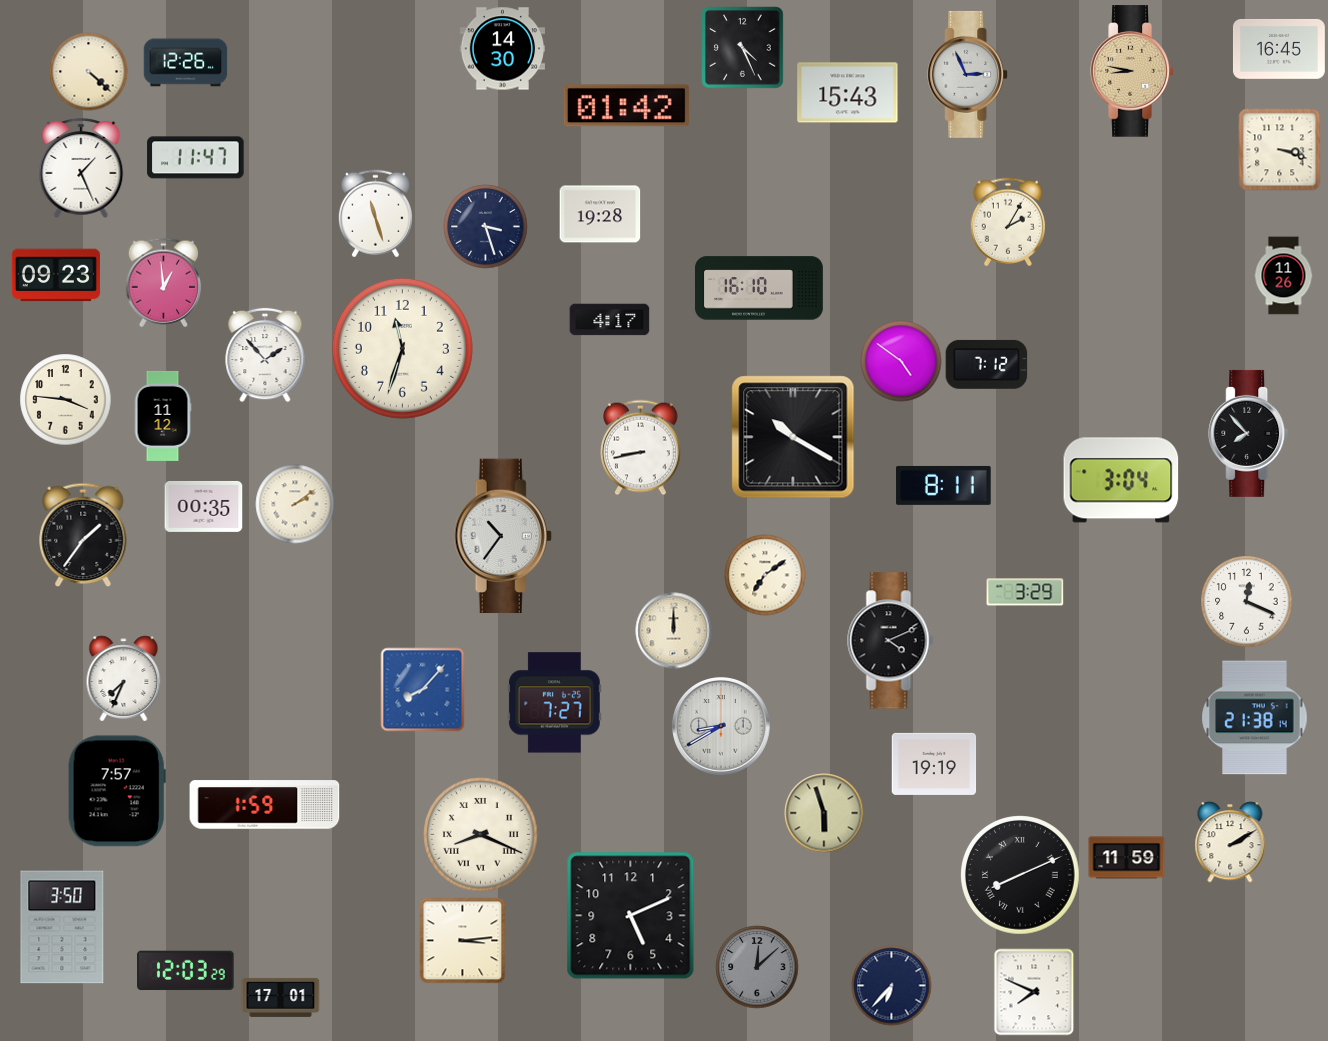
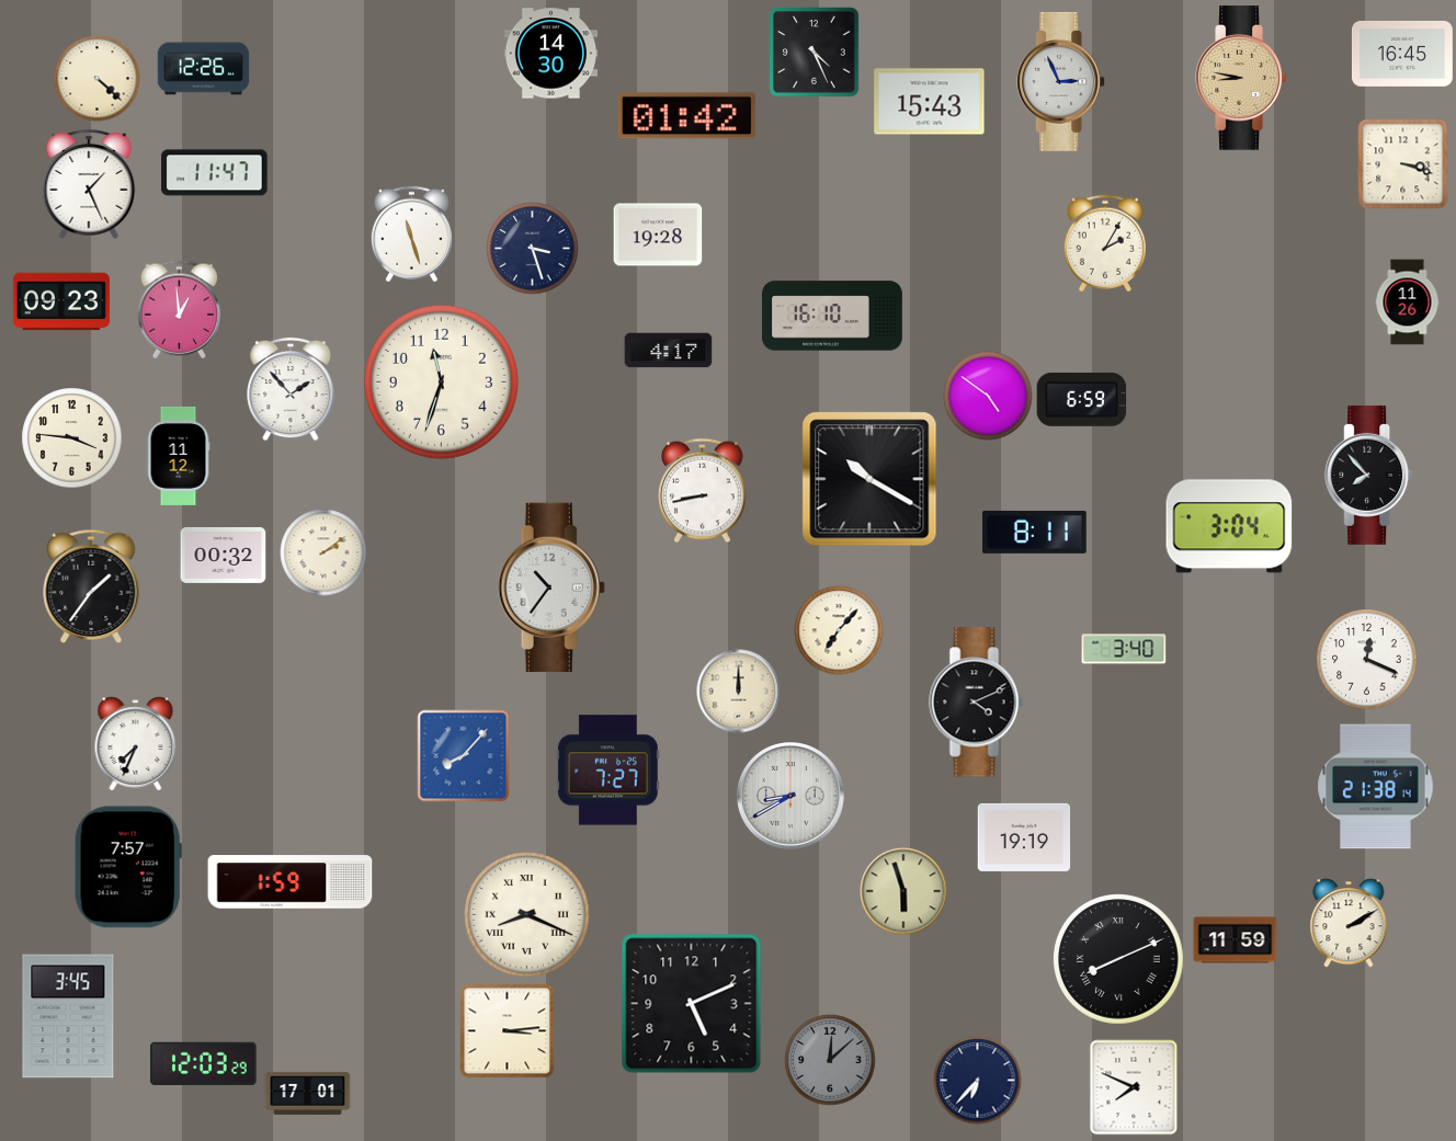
clock at (987, 364): 7:12 -> 6:59
clock at (204, 506): 00:35 -> 00:32
clock at (765, 575): 7:09 -> 7:07
clock at (1025, 592): 3:29 -> 3:40
clock at (62, 927): 3:50 -> 3:45
